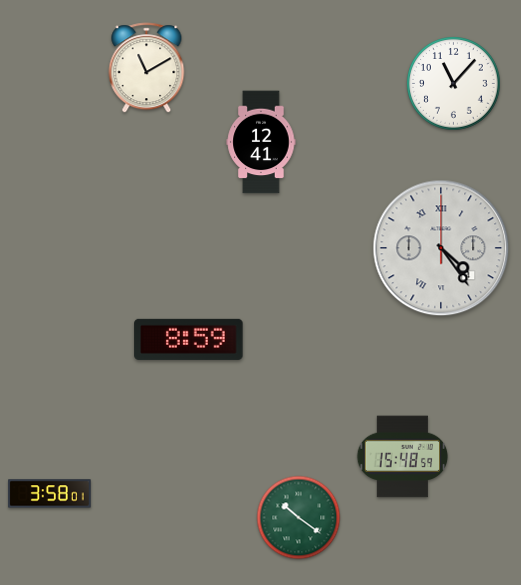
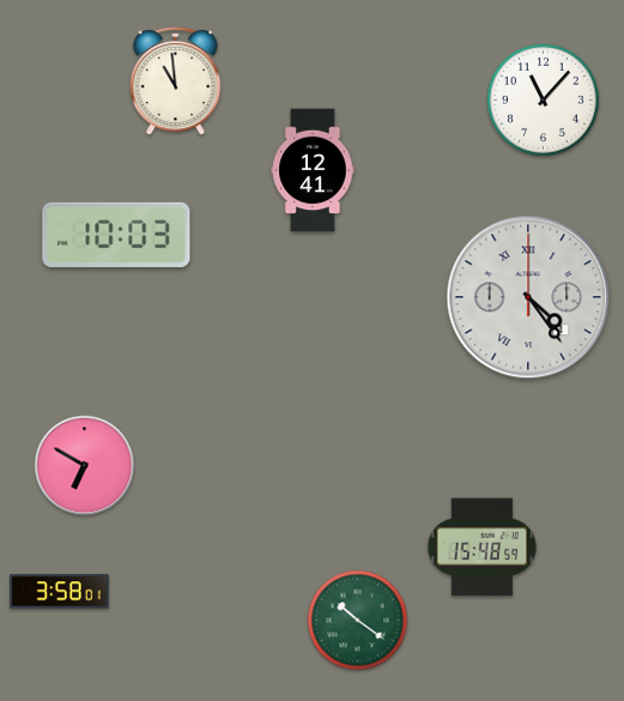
clock at (147, 68): 11:10 -> 10:59
clock at (116, 235): none -> 10:03
clock at (189, 339): 8:59 -> none
clock at (85, 466): none -> 6:50
